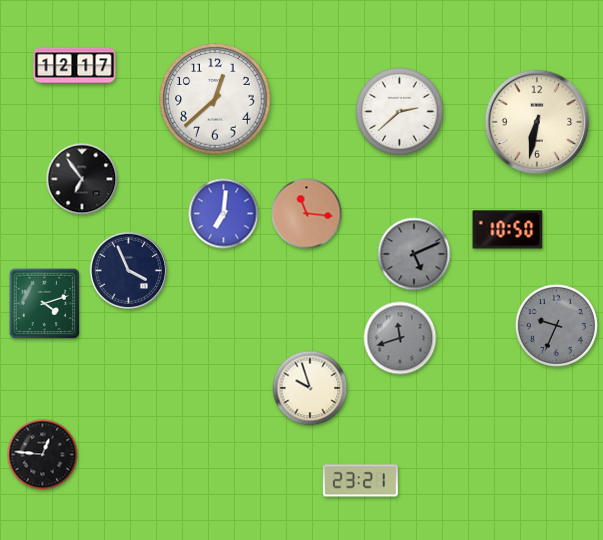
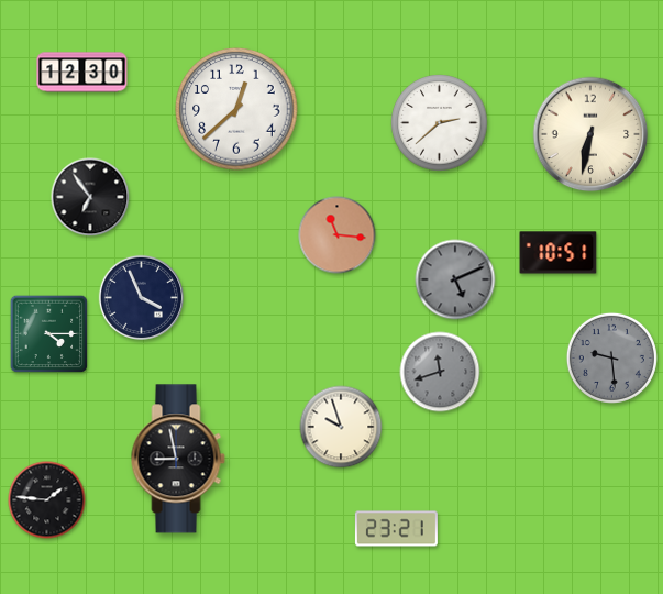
clock at (75, 66): 12:17 -> 12:30
clock at (224, 214): 7:01 -> none
clock at (508, 230): 10:50 -> 10:51
clock at (45, 304): 4:12 -> 4:15
clock at (556, 325): 9:34 -> 9:29
clock at (178, 459): none -> 8:58
clock at (43, 455): 12:46 -> 1:46
